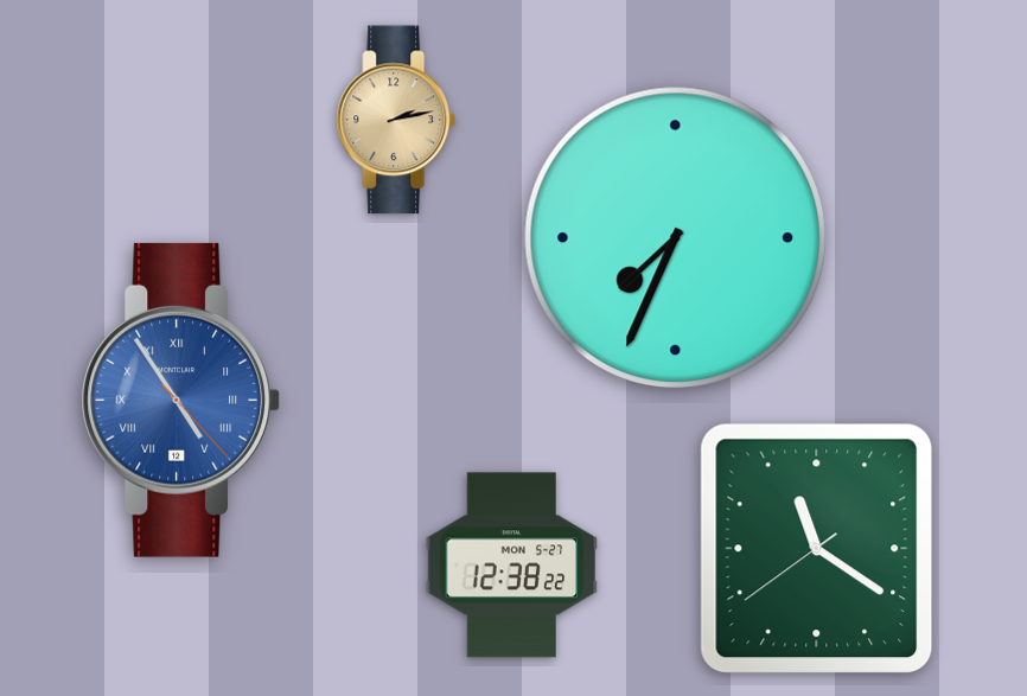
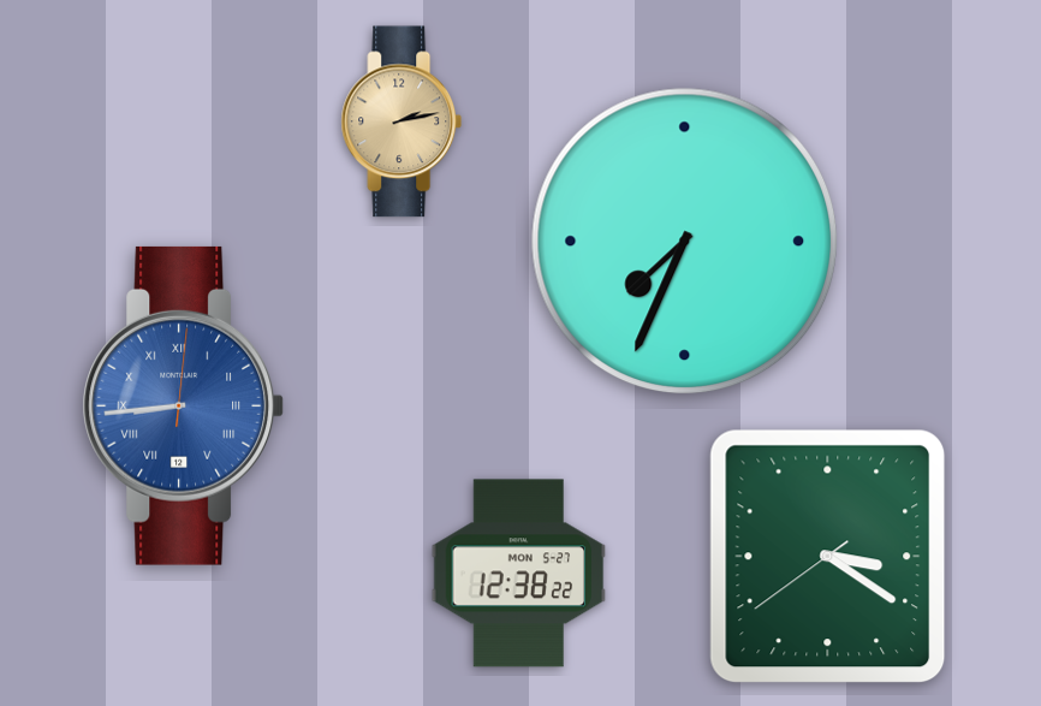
clock at (180, 400): 4:54 -> 8:44
clock at (817, 549): 11:20 -> 3:20
